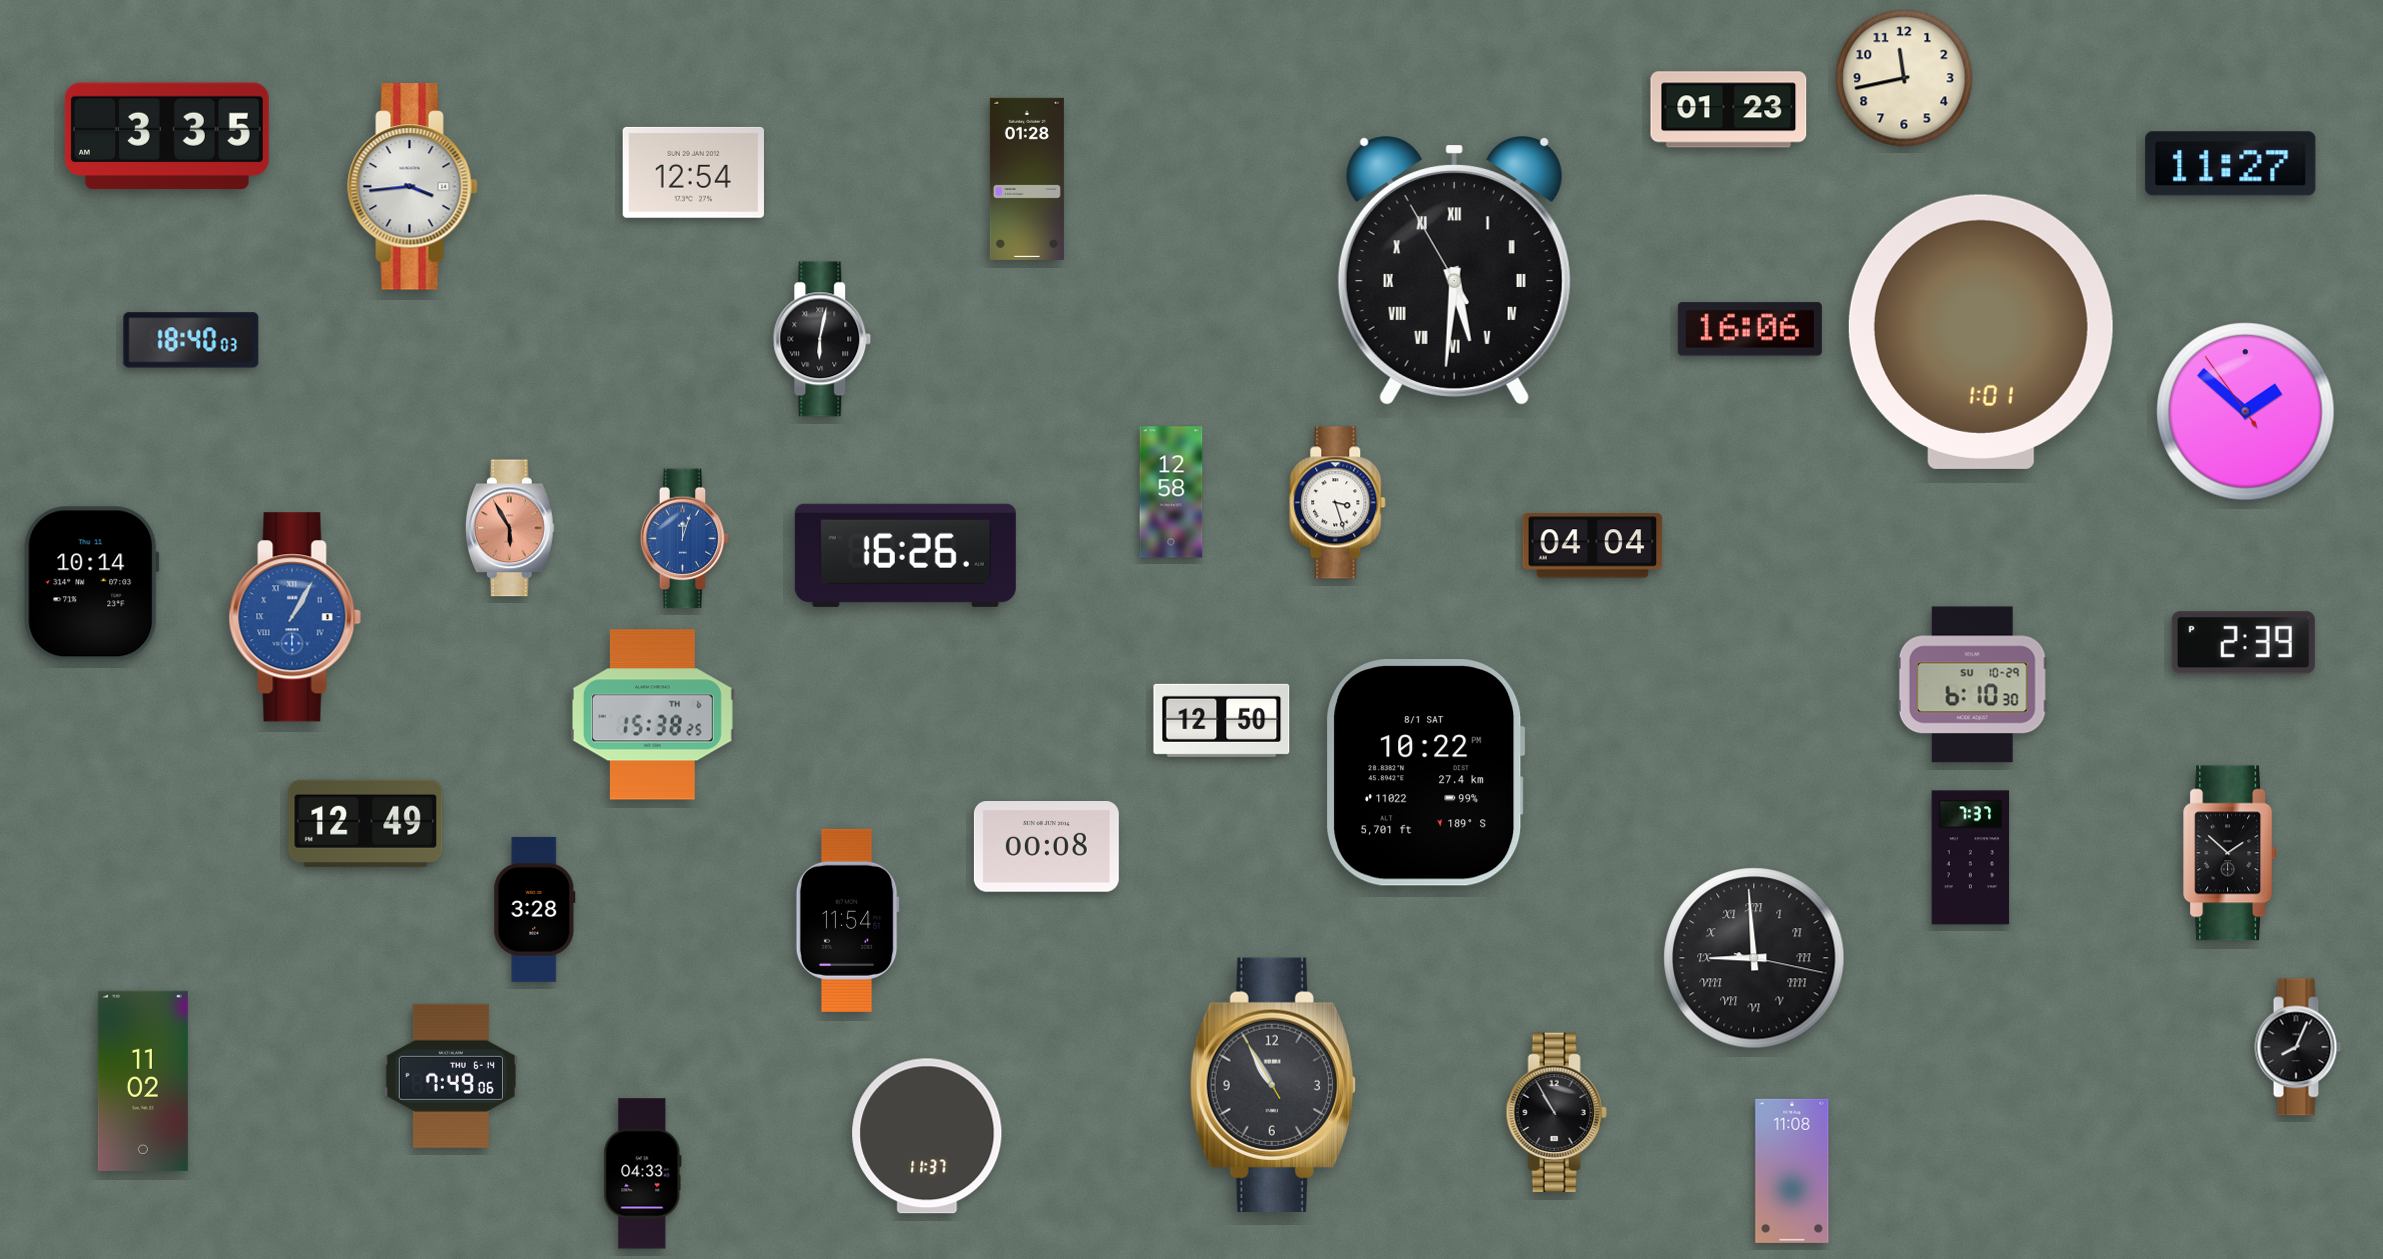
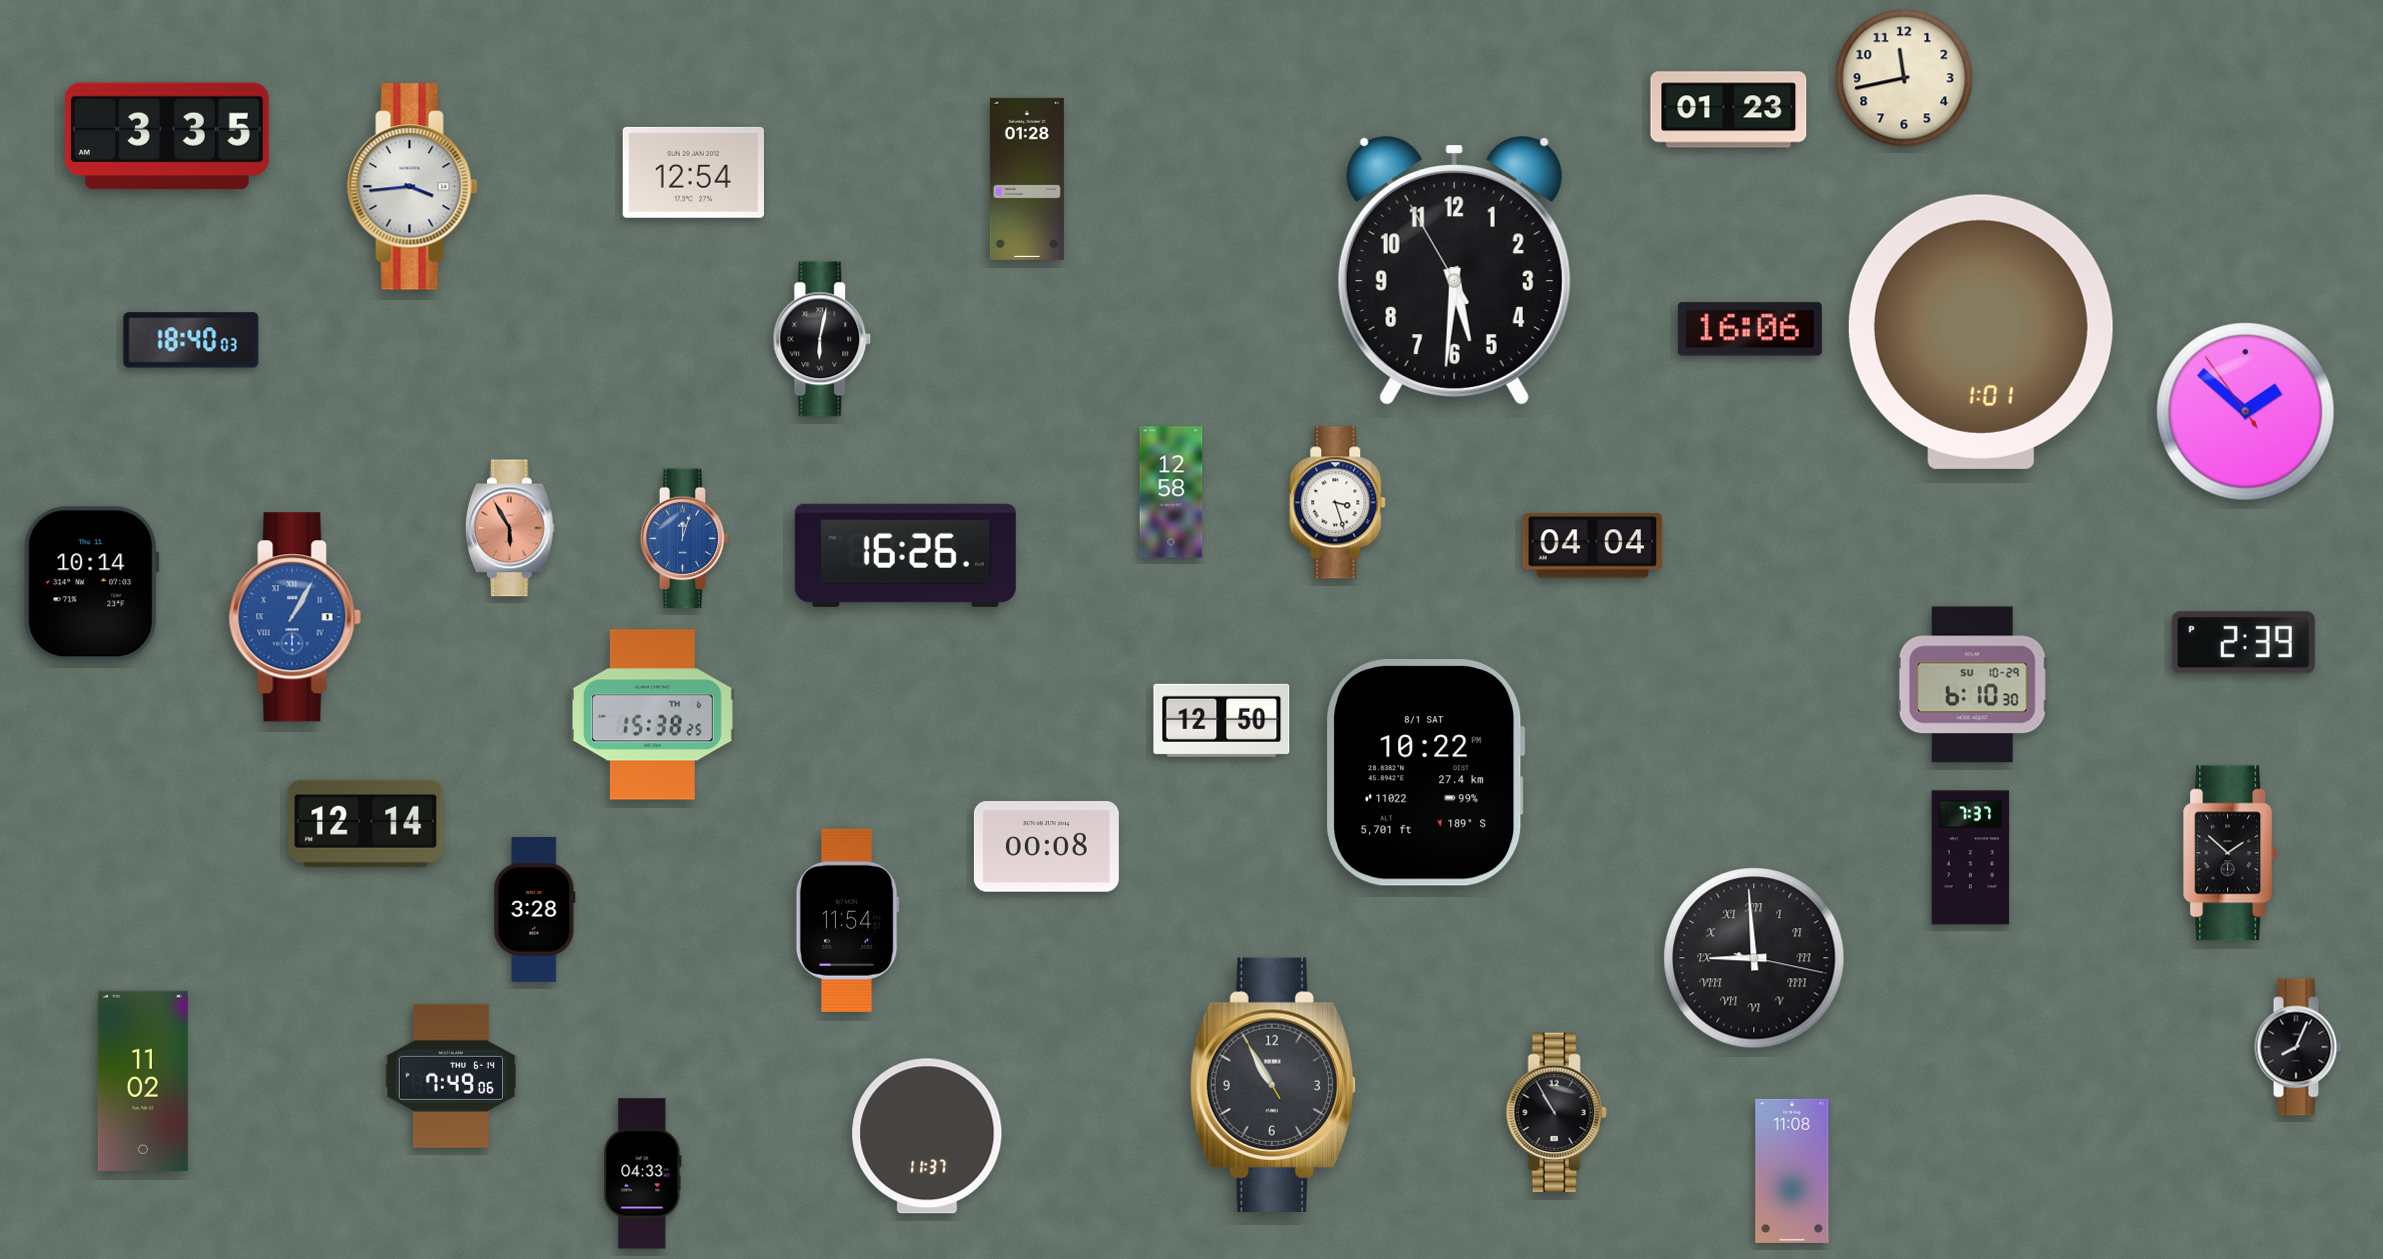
clock at (2231, 164): 11:27 -> none
clock at (1454, 271) numerals: Roman -> Arabic
clock at (366, 823): 12:49 -> 12:14
